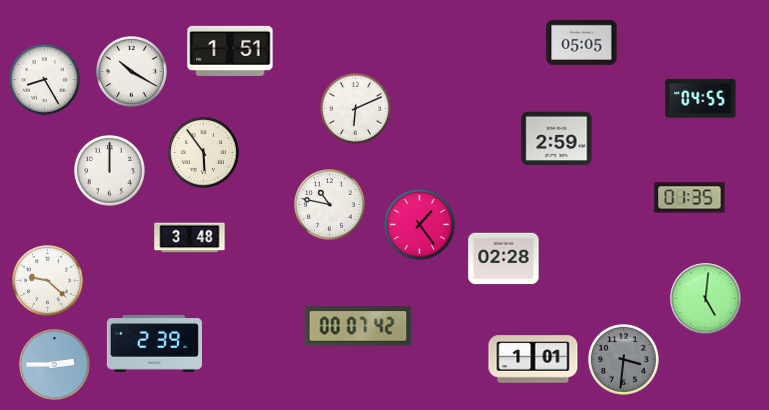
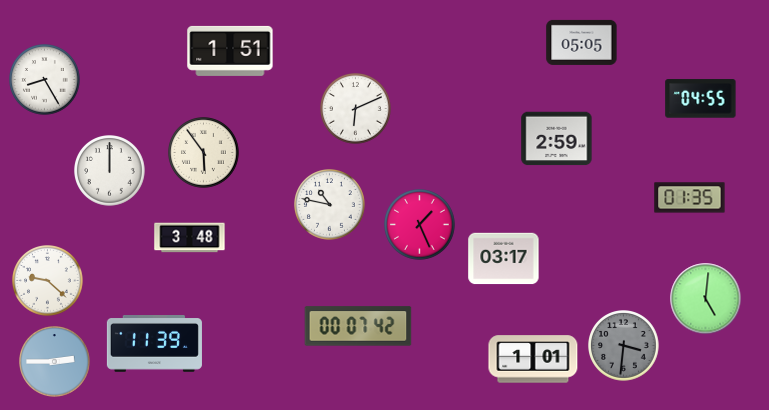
clock at (132, 72): 10:20 -> none
clock at (420, 225): 1:24 -> 1:26
clock at (504, 259): 02:28 -> 03:17
clock at (154, 344): 2:39 -> 11:39
clock at (624, 360) position: (624, 360) -> (624, 346)
clock at (55, 365) position: (55, 365) -> (55, 362)
